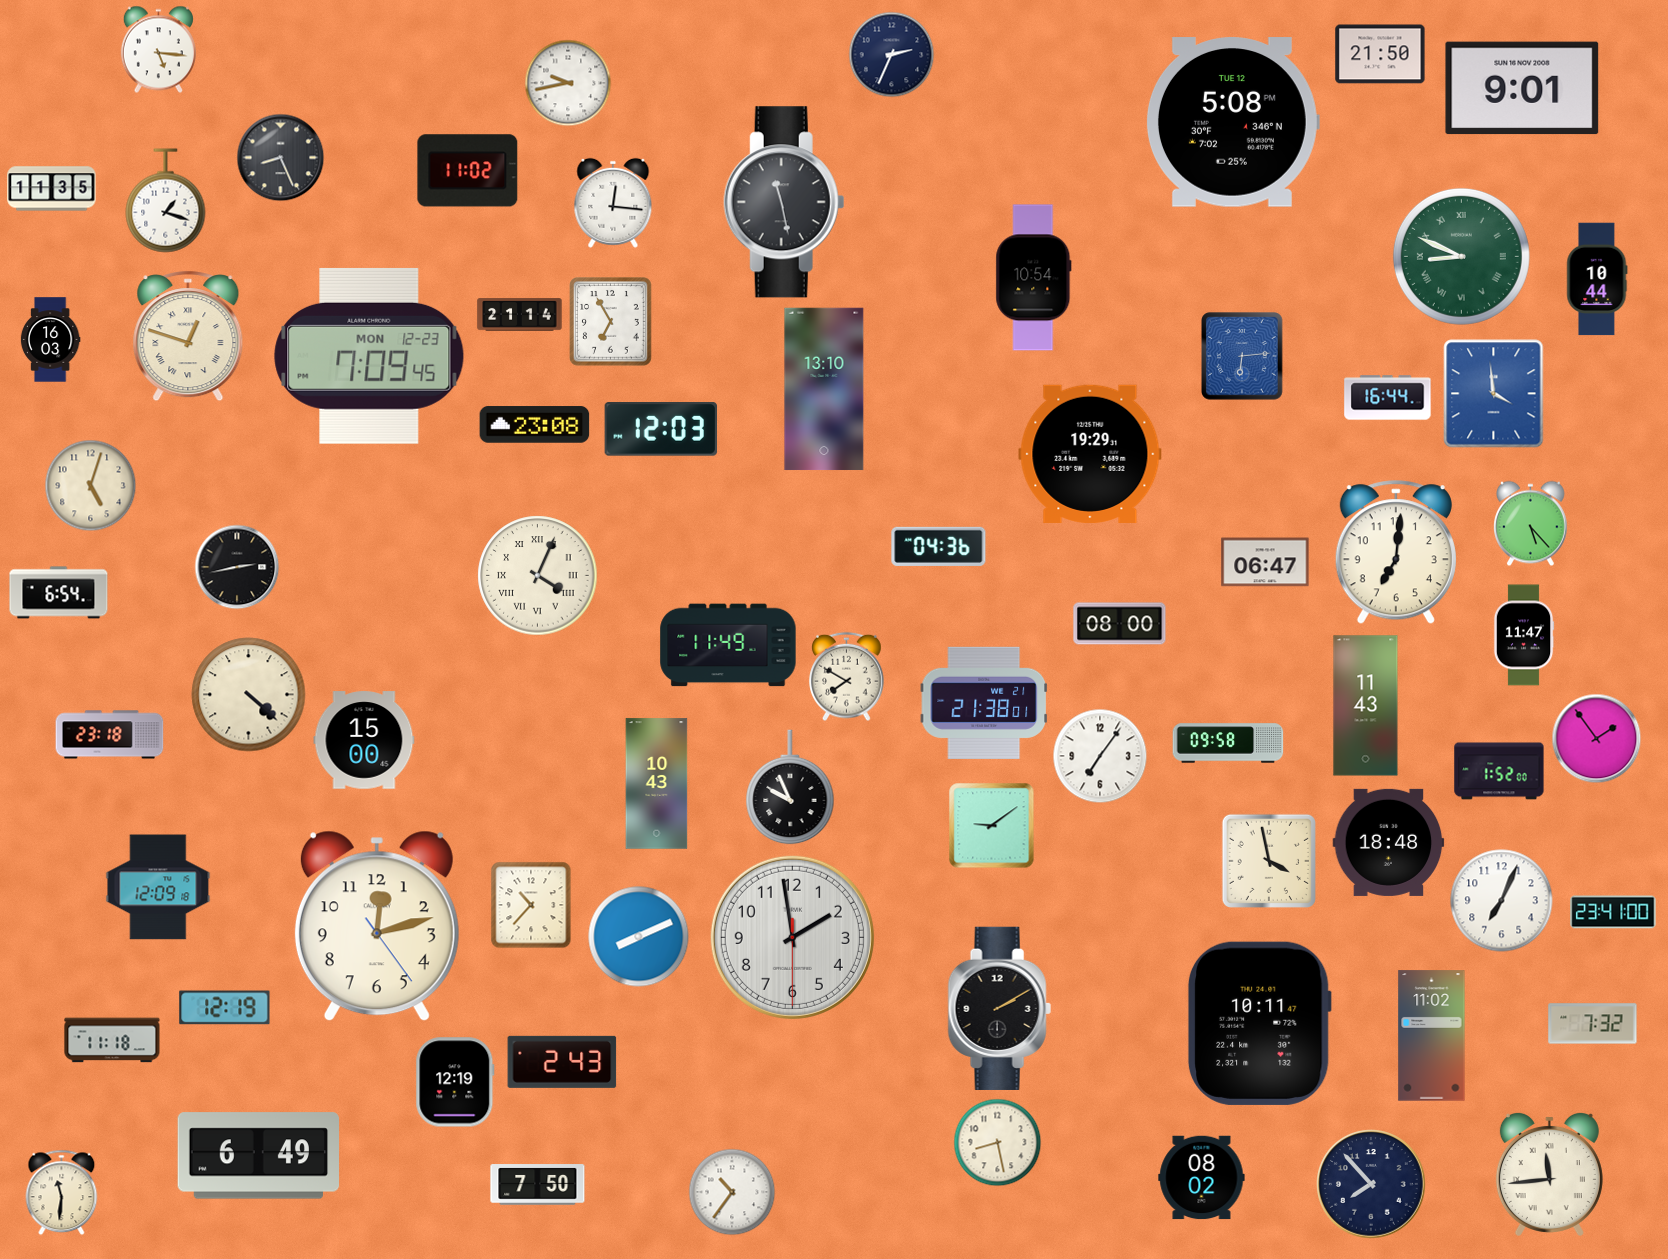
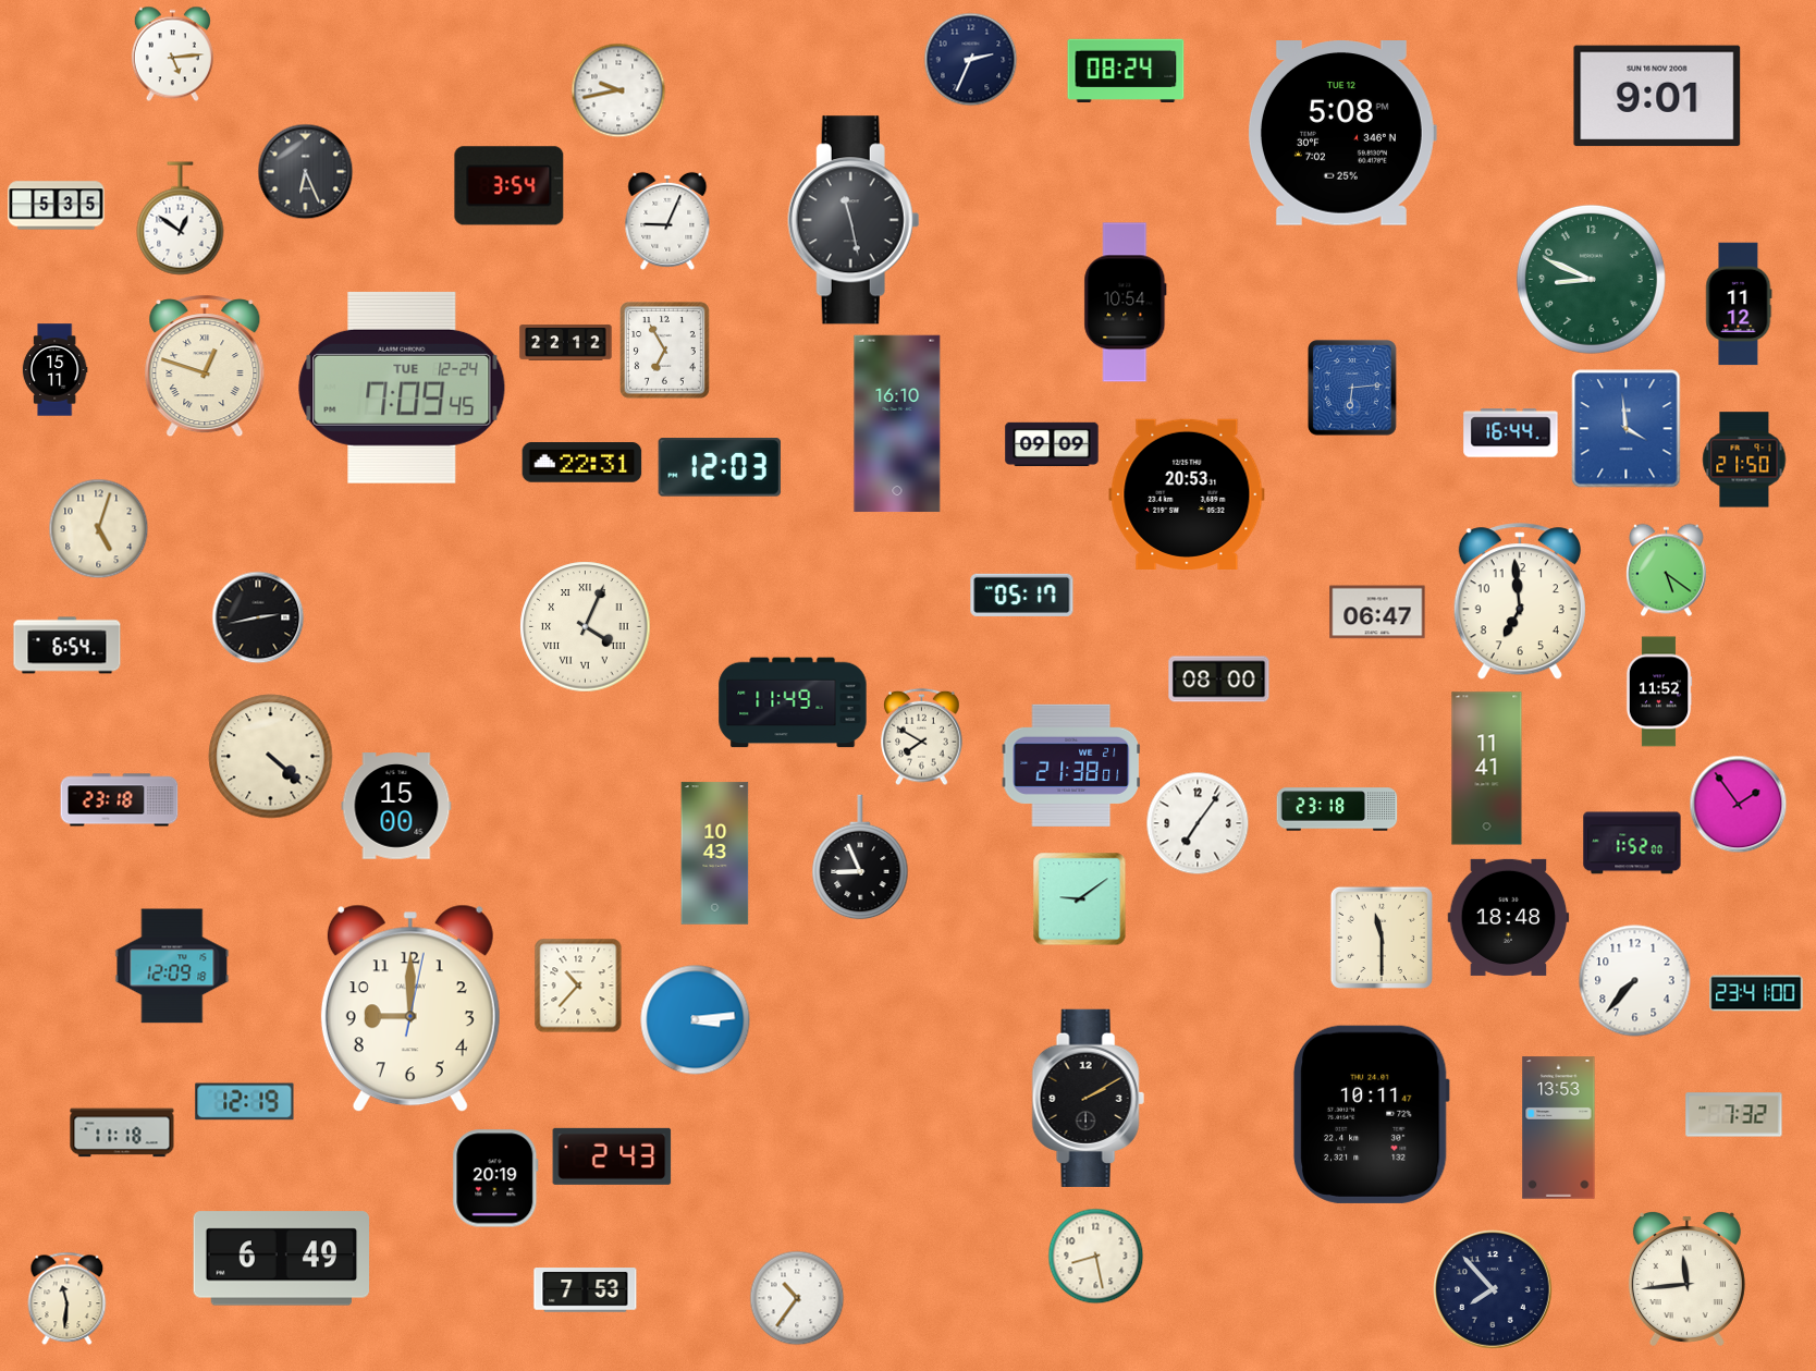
clock at (158, 49): 5:16 -> 5:14
clock at (1380, 54): 21:50 -> none
clock at (1126, 71): none -> 08:24
clock at (280, 157): 8:26 -> 6:26
clock at (468, 171): 11:02 -> 3:54
clock at (52, 189): 11:35 -> 5:35
clock at (166, 201): 1:18 -> 12:51
clock at (613, 203): 12:16 -> 9:04
clock at (1461, 256) numerals: Roman -> Arabic
clock at (1597, 279): 10:44 -> 11:12
clock at (520, 315): 21:14 -> 22:12
clock at (50, 340): 16:03 -> 15:11
clock at (369, 356) date: MON 12-23 -> TUE 12-24
clock at (824, 389): 13:10 -> 16:10
clock at (1052, 444): none -> 09:09
clock at (1744, 460): none -> 21:50
clock at (535, 425): 23:08 -> 22:31
clock at (1090, 454): 19:29 -> 20:53
clock at (1531, 523): 5:23 -> 5:21
clock at (939, 546): 04:36 -> 05:17
clock at (1396, 553): 7:01 -> 6:59
clock at (59, 593) position: (59, 593) -> (68, 646)
clock at (1524, 635): 11:47 -> 11:52
clock at (1366, 706): 11:43 -> 11:41
clock at (1228, 743): 09:58 -> 23:18
clock at (1499, 771) position: (1499, 771) -> (1632, 843)
clock at (790, 787): 9:56 -> 8:56
clock at (1389, 842) position: (1389, 842) -> (1509, 917)
clock at (1269, 861): 3:58 -> 11:30
clock at (1502, 901): 7:04 -> 7:37
clock at (377, 926): 12:12 -> 9:00
clock at (639, 937): 8:11 -> 3:14
clock at (792, 937): 1:58 -> none
clock at (225, 1008) position: (225, 1008) -> (245, 1102)
clock at (1432, 1036): 11:02 -> 13:53
clock at (455, 1082): 12:19 -> 20:19
clock at (997, 1142) position: (997, 1142) -> (1095, 1256)
clock at (1202, 1178): 08:02 -> none
clock at (538, 1185): 7:50 -> 7:53
